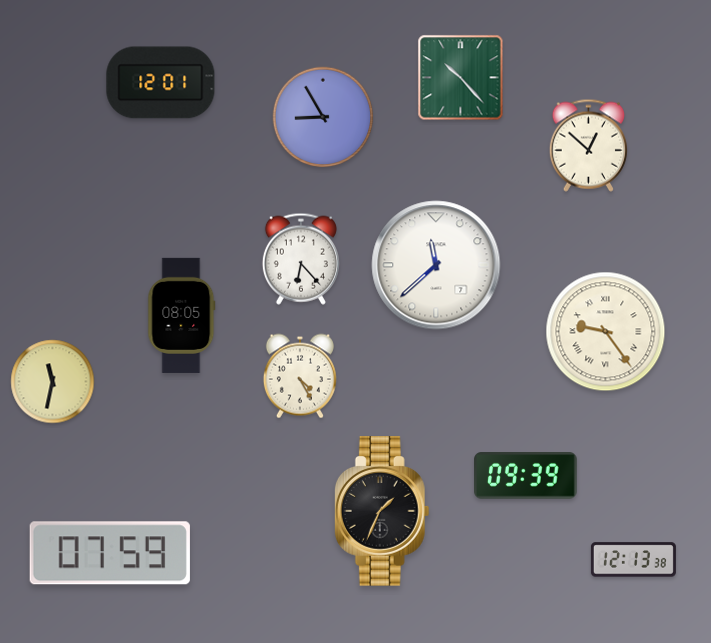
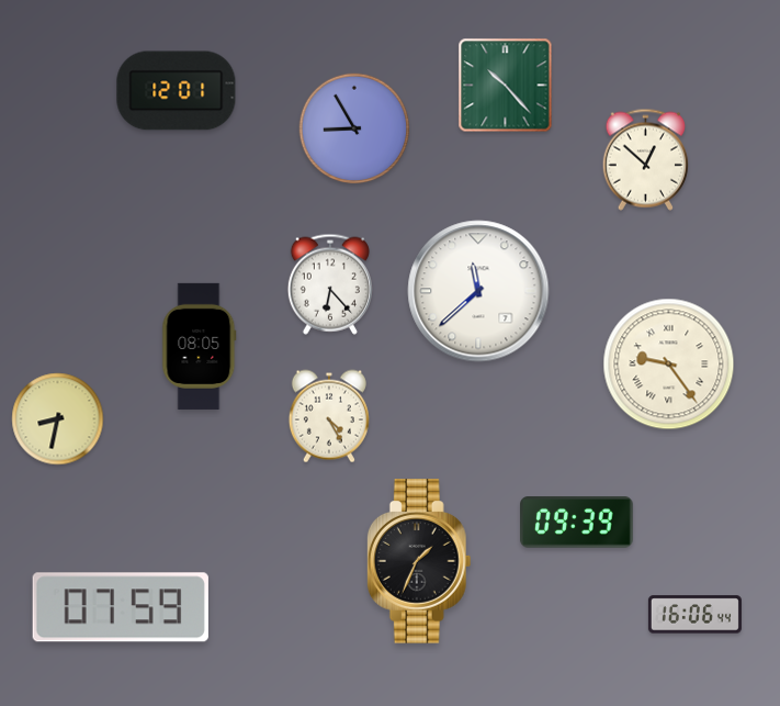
clock at (606, 332) position: (606, 332) -> (669, 365)
clock at (300, 376) position: (300, 376) -> (329, 416)
clock at (53, 382): 11:32 -> 8:32
clock at (633, 560): 12:13 -> 16:06
